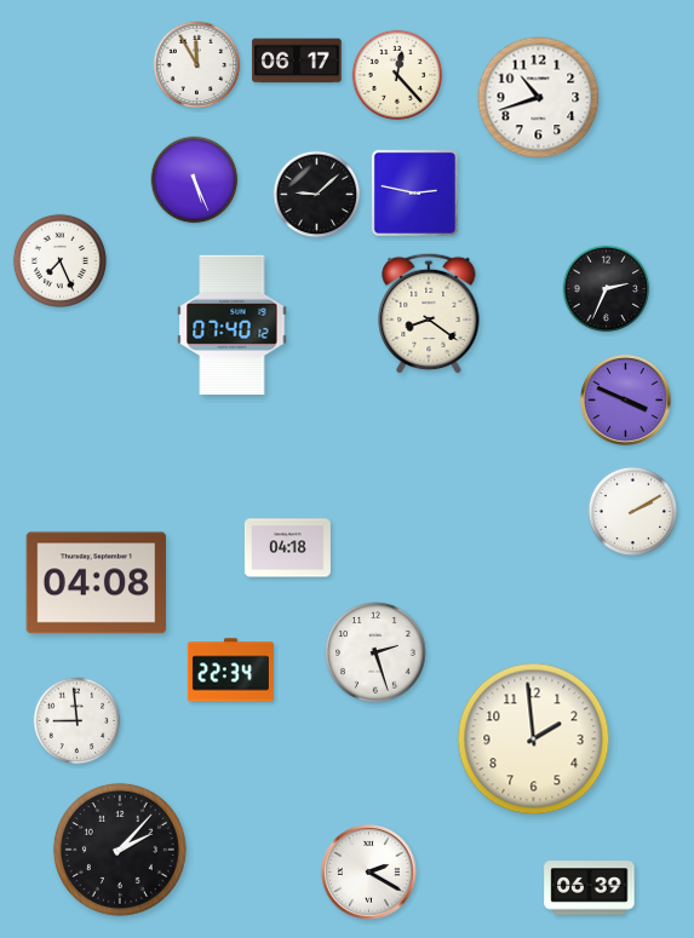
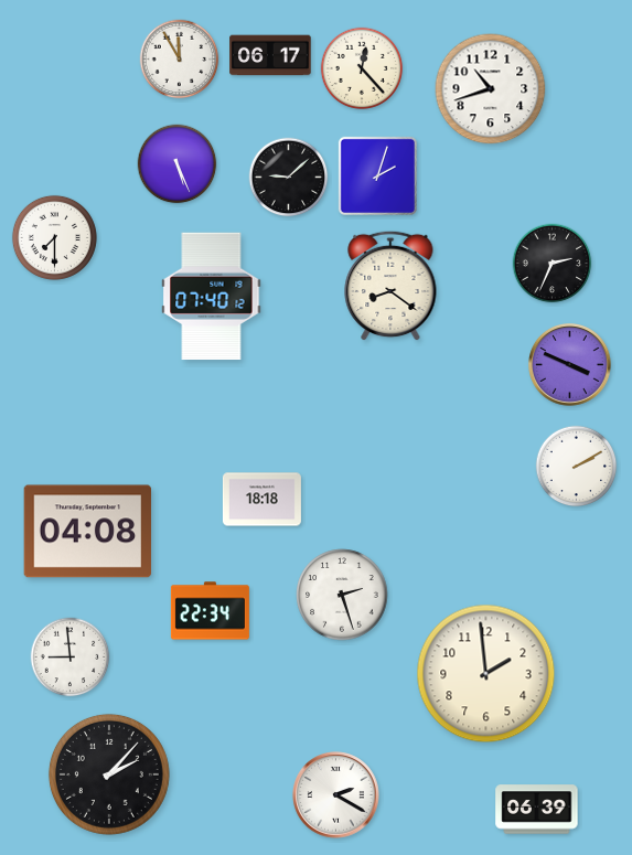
clock at (414, 192): 2:47 -> 2:03
clock at (59, 260): 7:26 -> 7:30
clock at (287, 548): 04:18 -> 18:18
